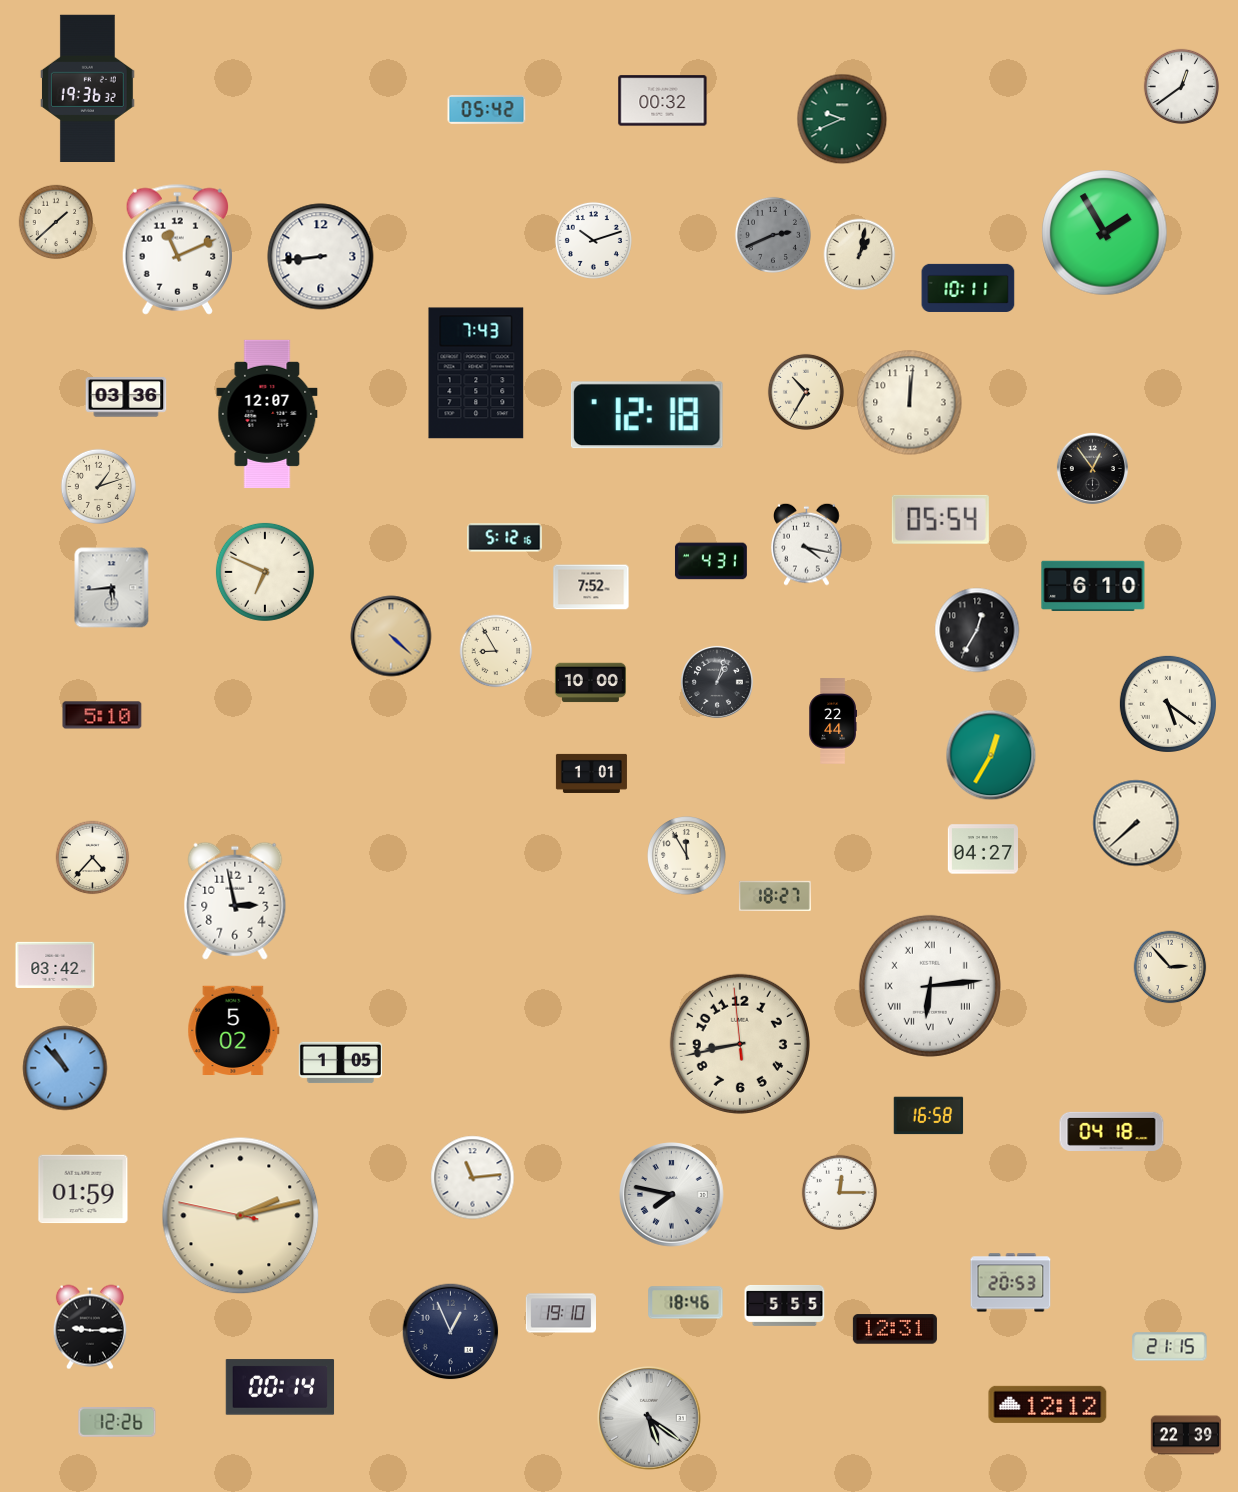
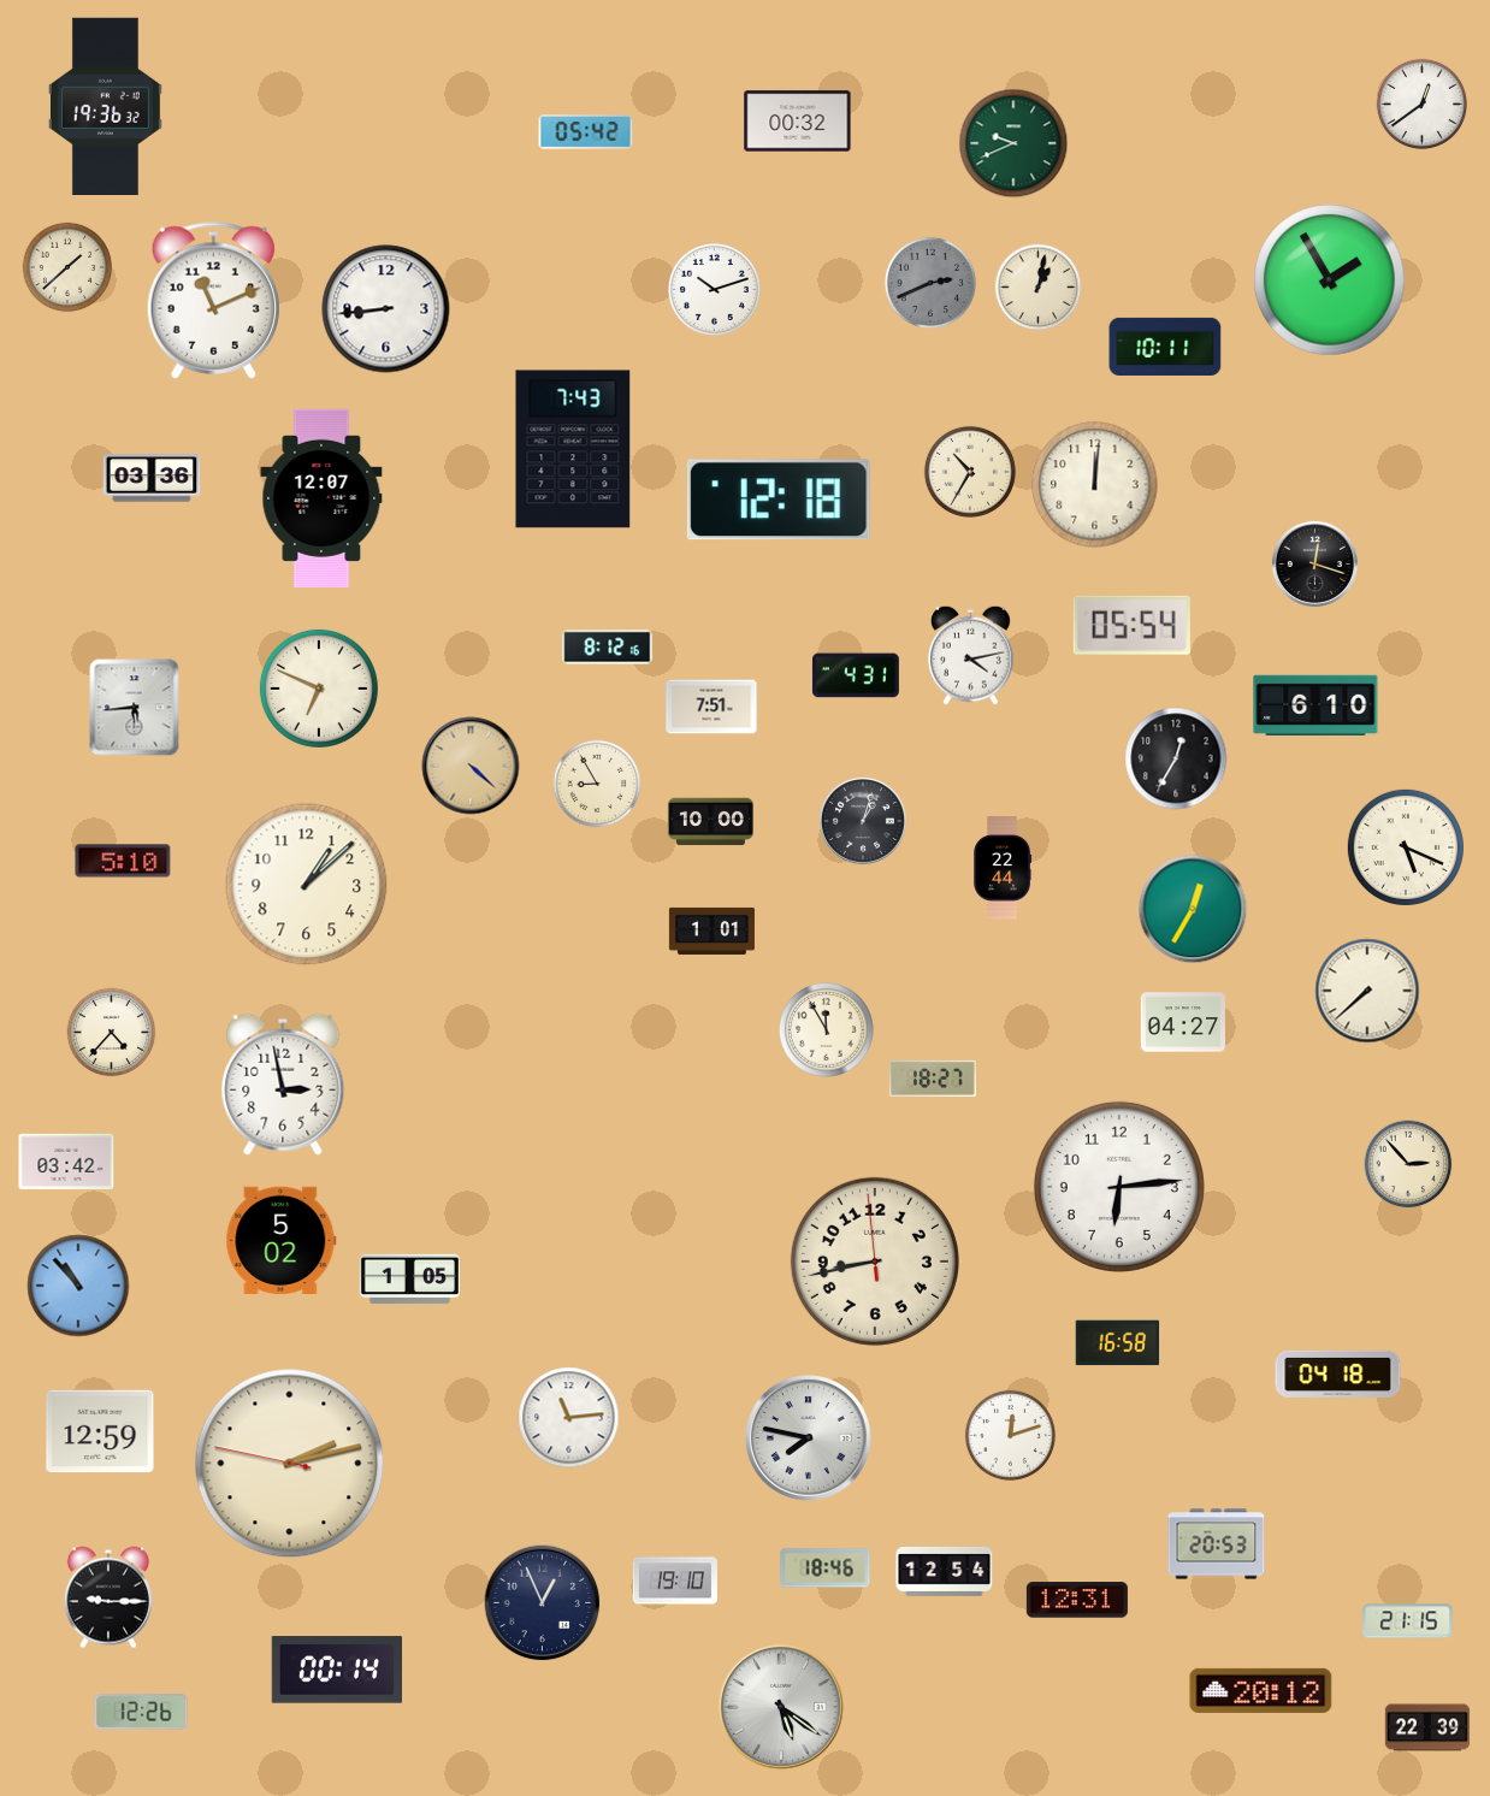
clock at (860, 255) position: (860, 255) -> (1039, 288)
clock at (1092, 468): 12:54 -> 12:18
clock at (98, 486): 1:12 -> none
clock at (505, 538): 5:12 -> 8:12
clock at (807, 544): 4:17 -> 4:13
clock at (591, 587): 7:52 -> 7:51
clock at (1168, 704): 5:21 -> 5:19
clock at (307, 885): none -> 1:08
clock at (930, 986) numerals: Roman -> Arabic
clock at (740, 1044) position: (740, 1044) -> (875, 1262)
clock at (1112, 1131) position: (1112, 1131) -> (1338, 1373)
clock at (83, 1189): 01:59 -> 12:59
clock at (839, 1192): 12:15 -> 12:12
clock at (785, 1305): 5:55 -> 12:54
clock at (1048, 1404): 12:12 -> 20:12
